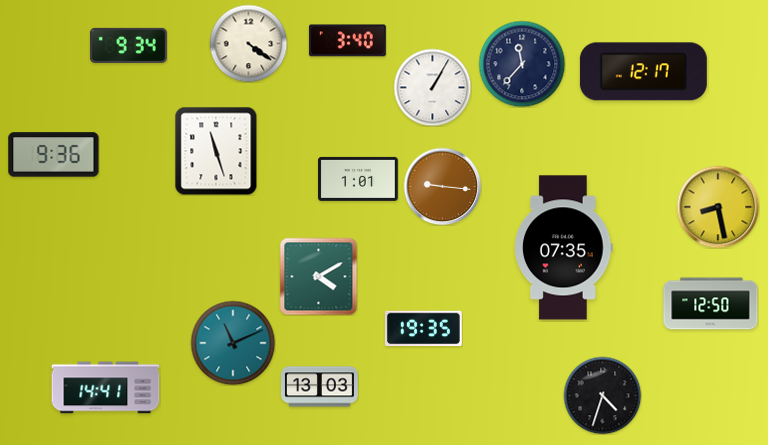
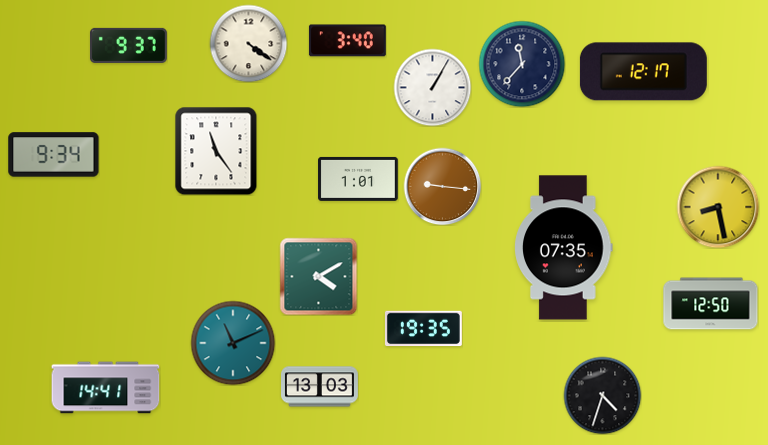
clock at (128, 45): 9:34 -> 9:37
clock at (216, 151): 11:27 -> 11:24
clock at (54, 155): 9:36 -> 9:34
